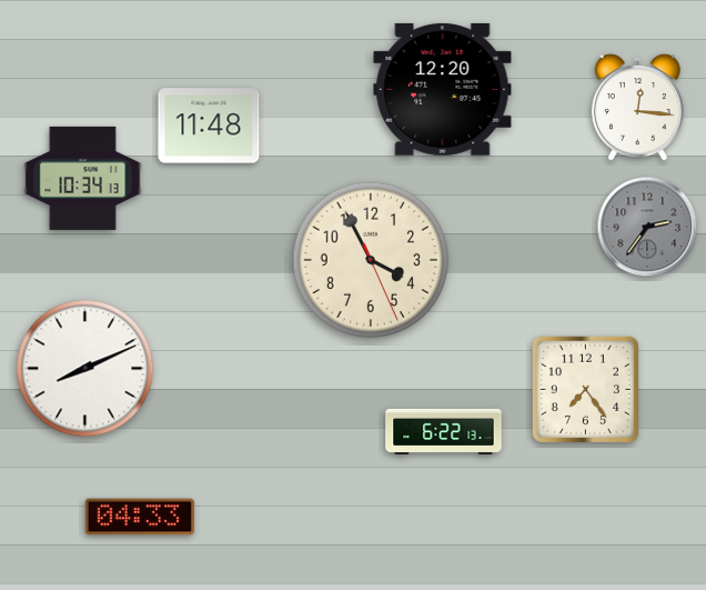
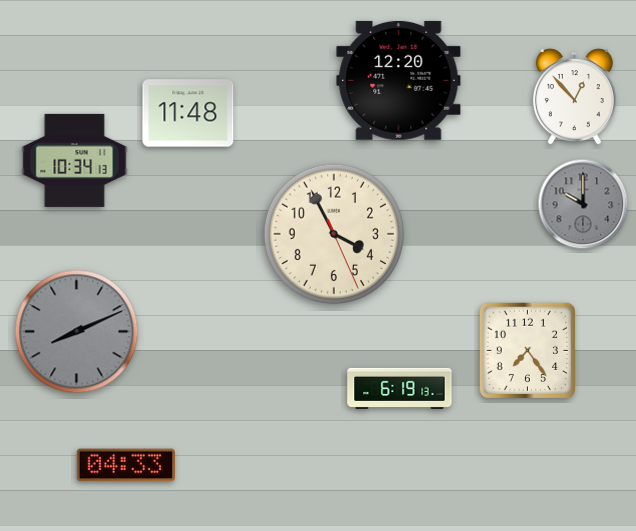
clock at (637, 108): 12:16 -> 12:53
clock at (647, 227): 2:36 -> 10:00
clock at (85, 369) dial: white -> grey
clock at (444, 431): 6:22 -> 6:19
